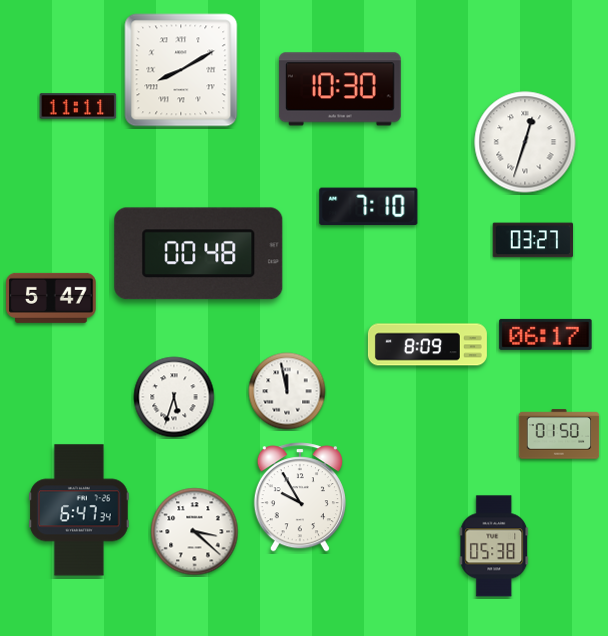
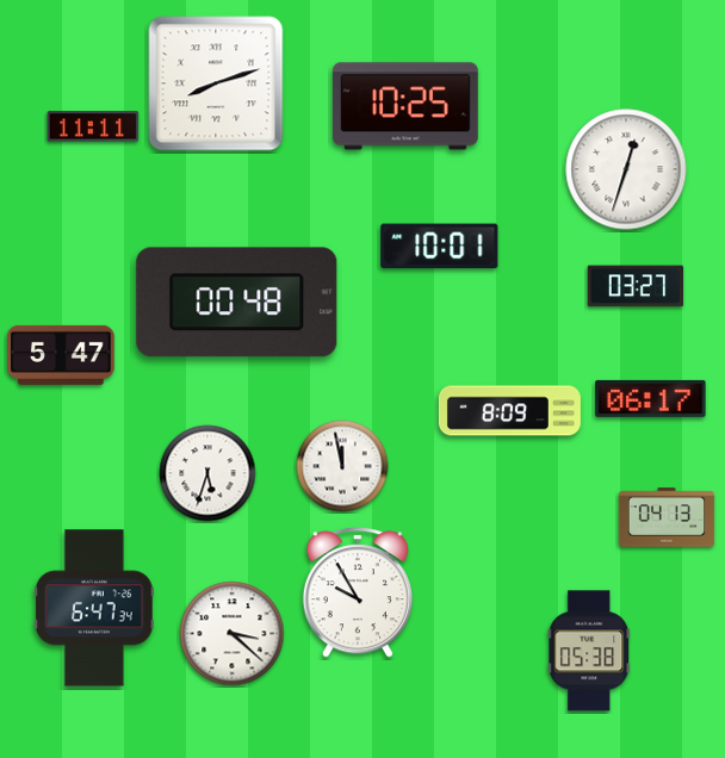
clock at (181, 70): 8:10 -> 8:12
clock at (340, 89): 10:30 -> 10:25
clock at (369, 207): 7:10 -> 10:01
clock at (559, 434): 01:50 -> 04:13
